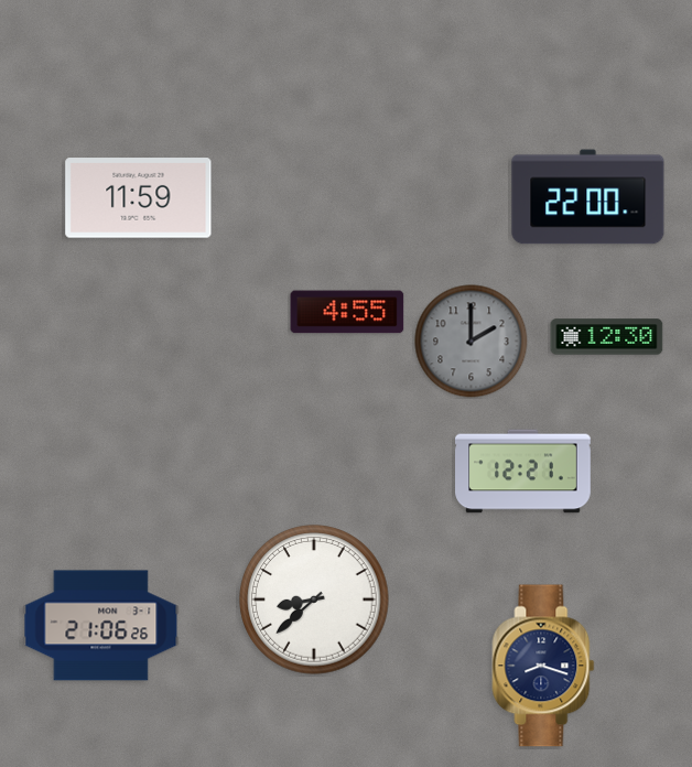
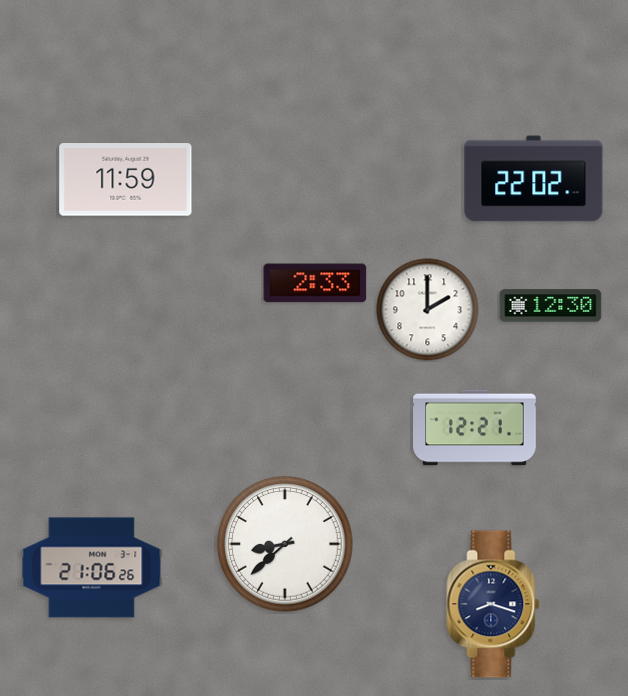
clock at (588, 197): 22:00 -> 22:02
clock at (347, 312): 4:55 -> 2:33
clock at (472, 342) dial: grey -> white
